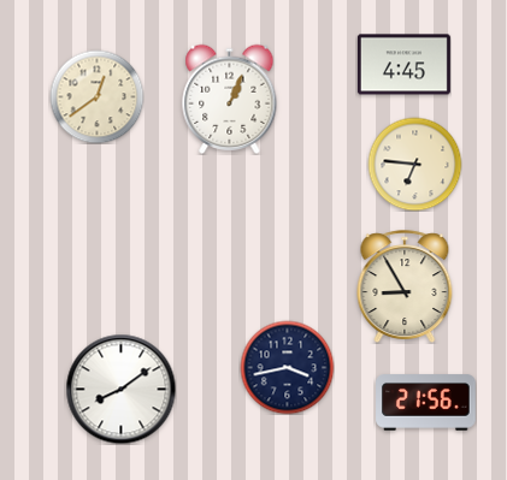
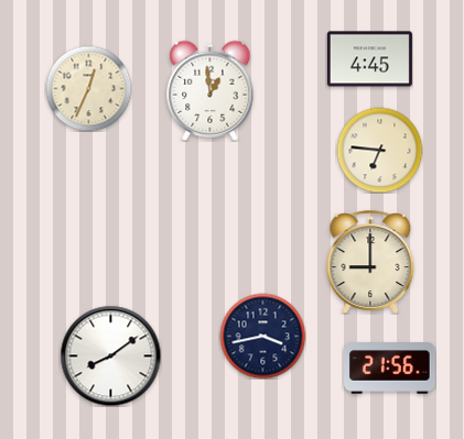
clock at (96, 96): 12:39 -> 12:34
clock at (230, 99): 1:04 -> 12:59
clock at (405, 286): 8:55 -> 9:00
